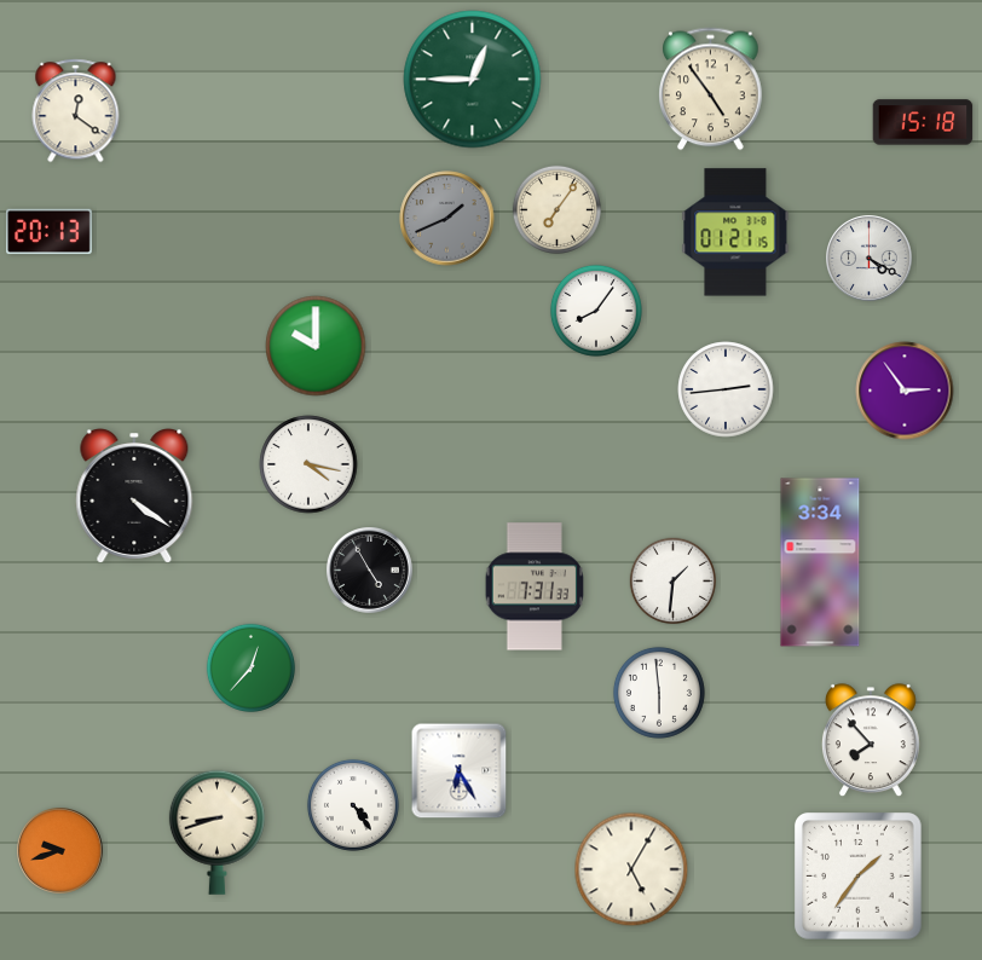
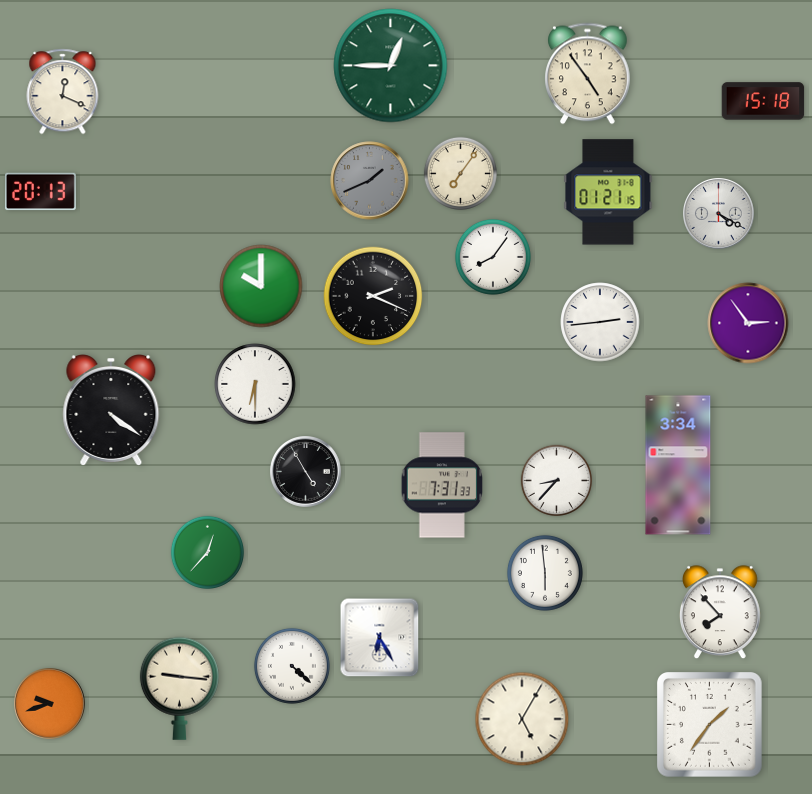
clock at (76, 111): 12:21 -> 12:19
clock at (373, 296): none -> 2:19
clock at (308, 464): 4:17 -> 6:30
clock at (674, 582): 1:31 -> 8:37
clock at (353, 805): 4:24 -> 4:22
clock at (216, 832): 8:42 -> 9:16
